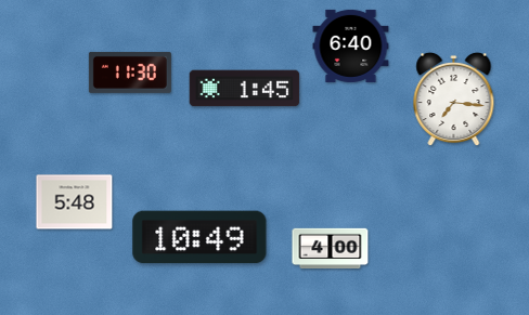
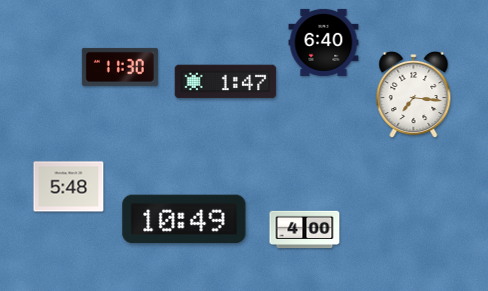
clock at (245, 89): 1:45 -> 1:47
clock at (454, 100) position: (454, 100) -> (414, 95)
